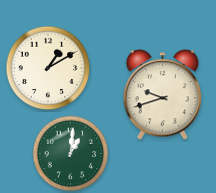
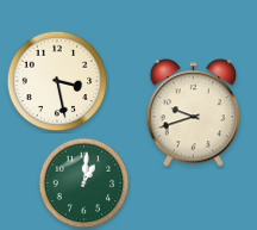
clock at (48, 68): 1:10 -> 3:28
